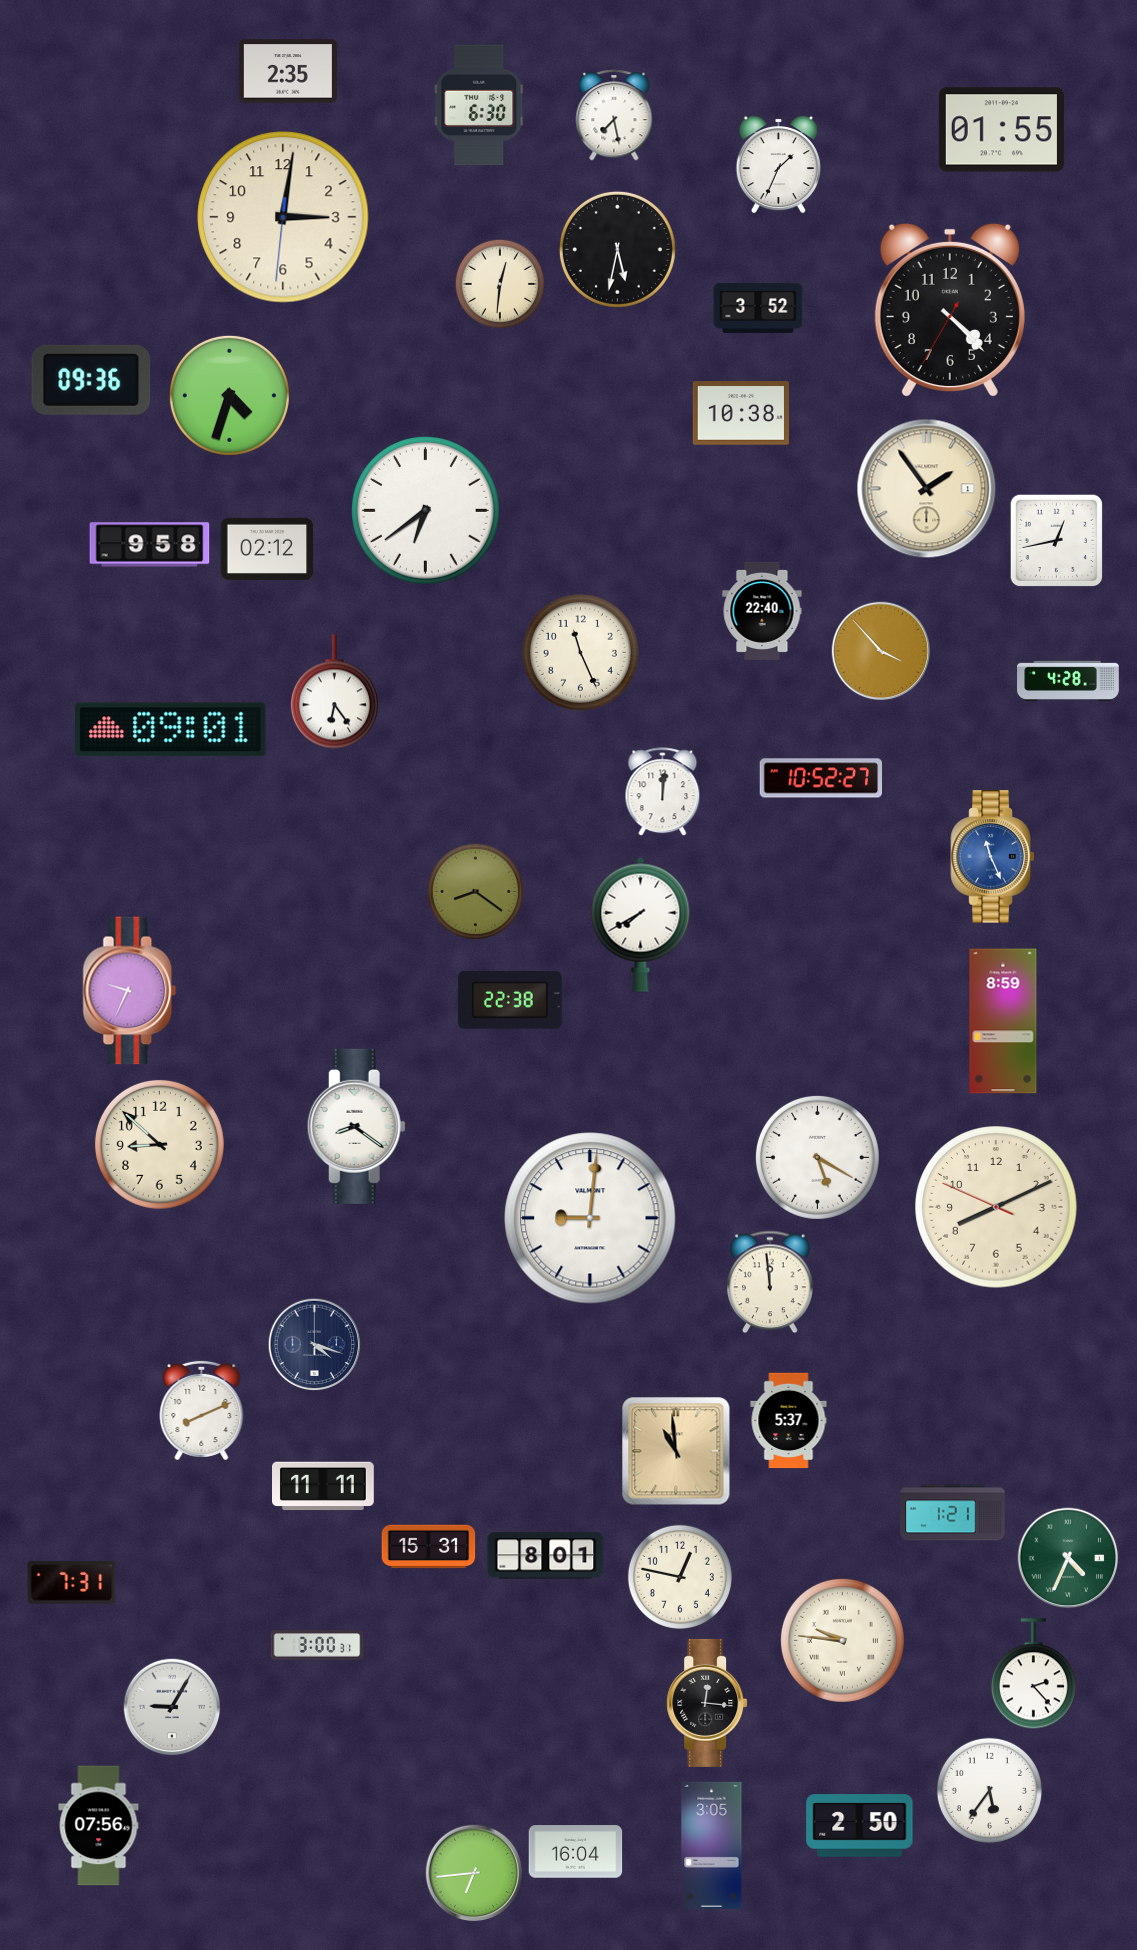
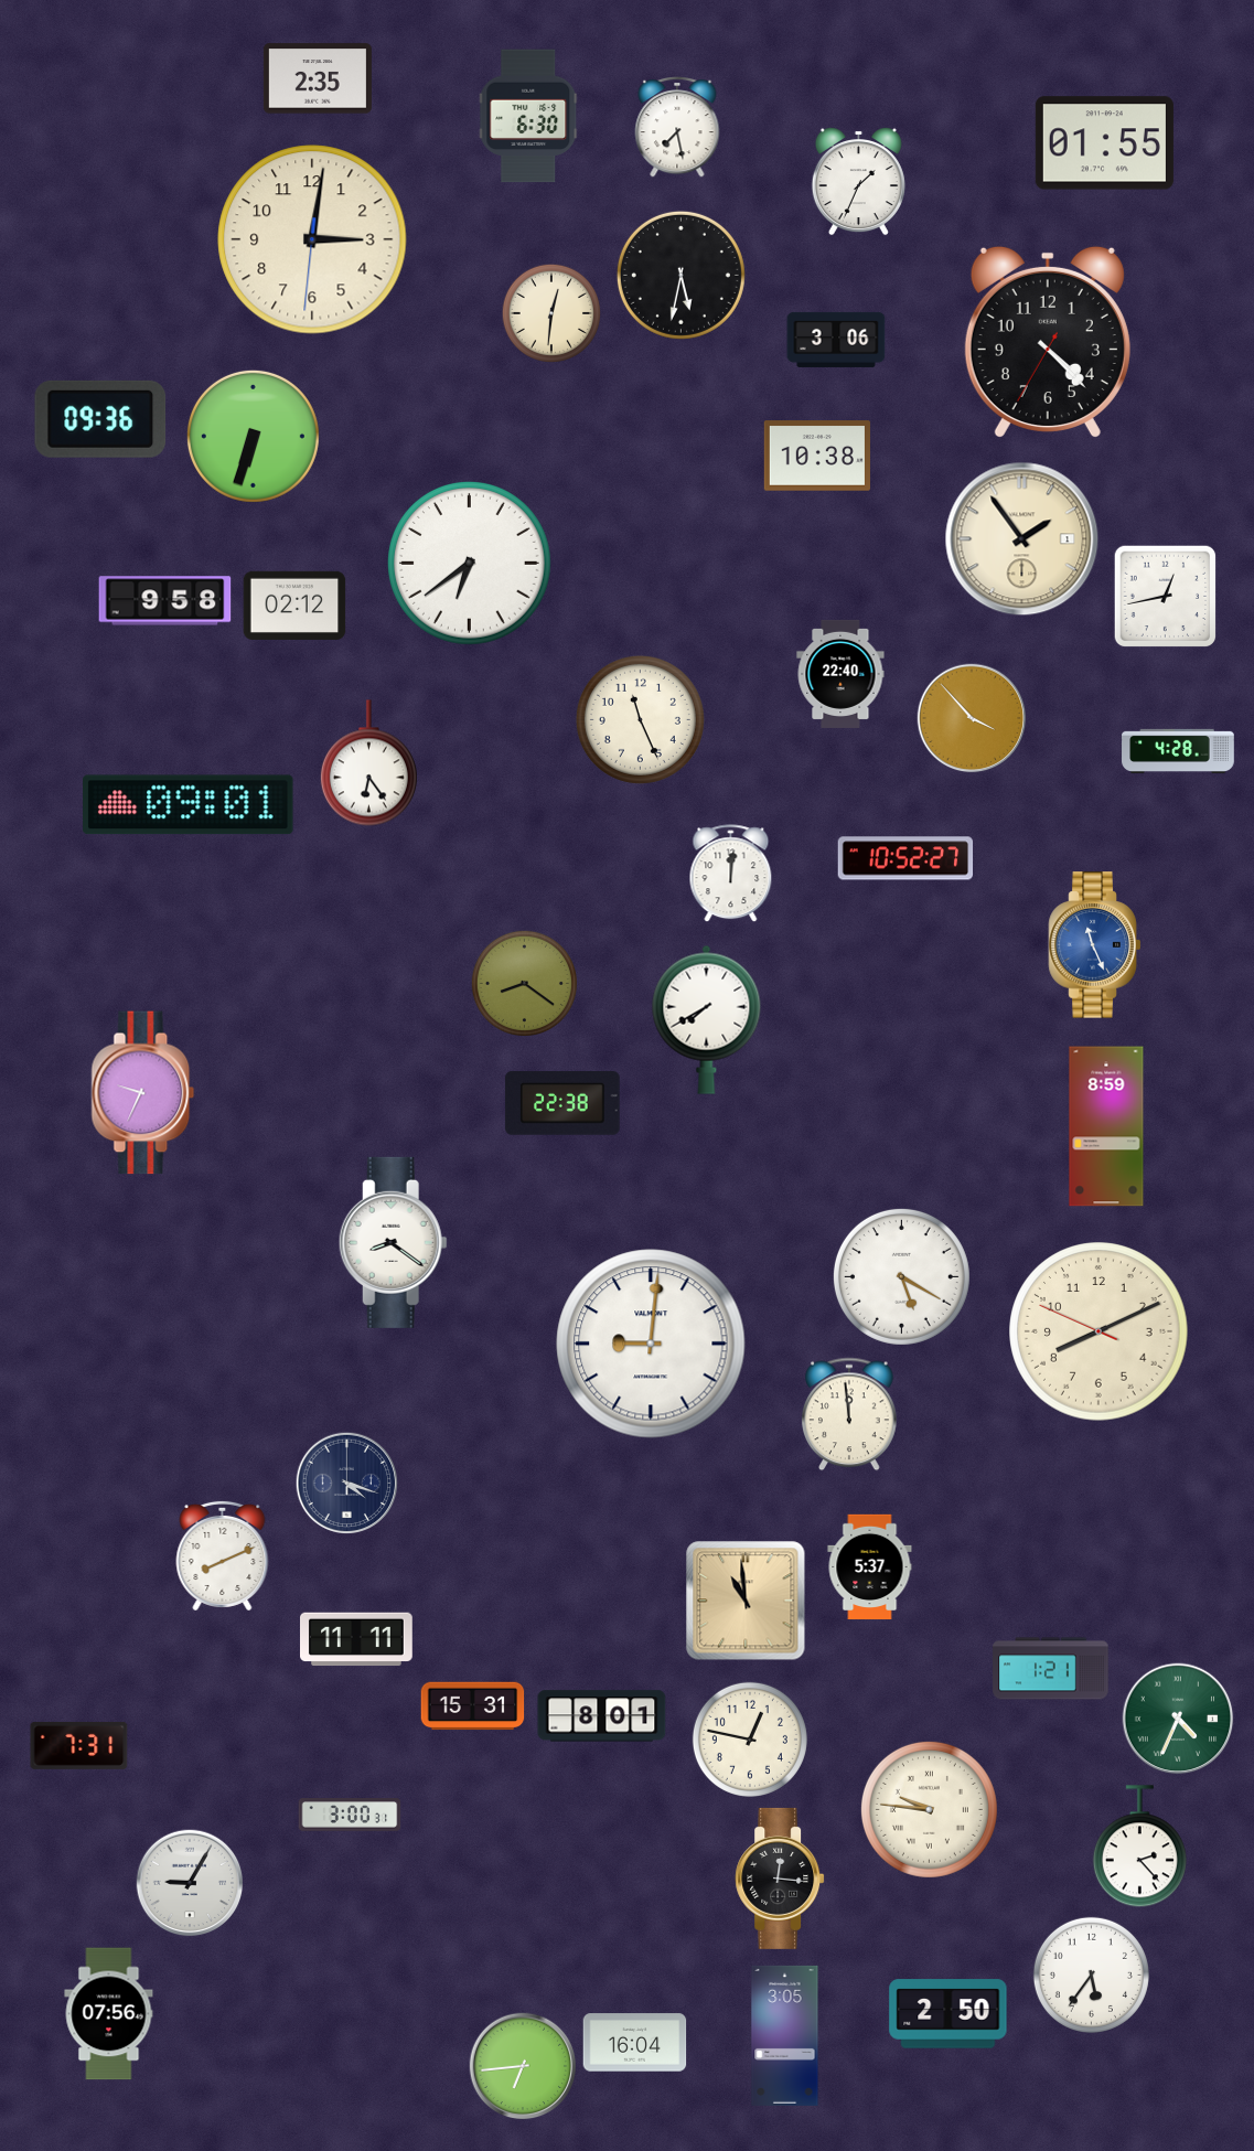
clock at (758, 308): 3:52 -> 3:06
clock at (229, 395): 4:33 -> 6:33
clock at (159, 1144): 8:52 -> none
